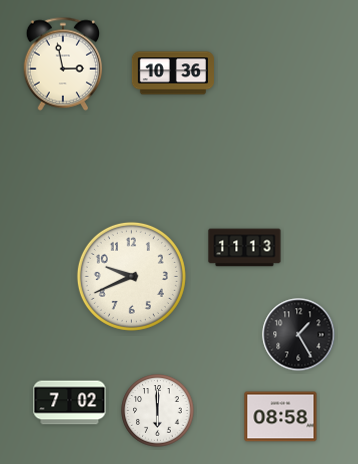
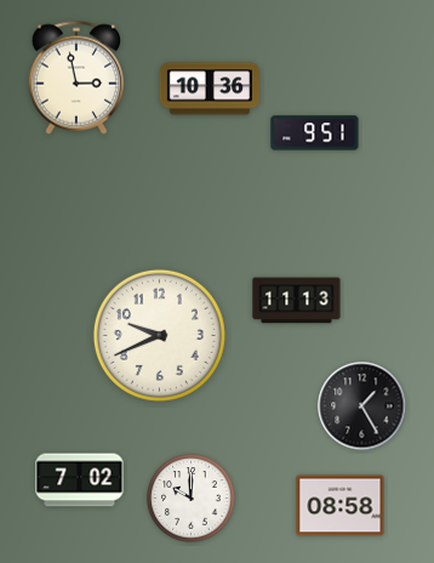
clock at (315, 133): none -> 9:51
clock at (70, 403) position: (70, 403) -> (80, 480)
clock at (158, 411): 6:00 -> 10:00
